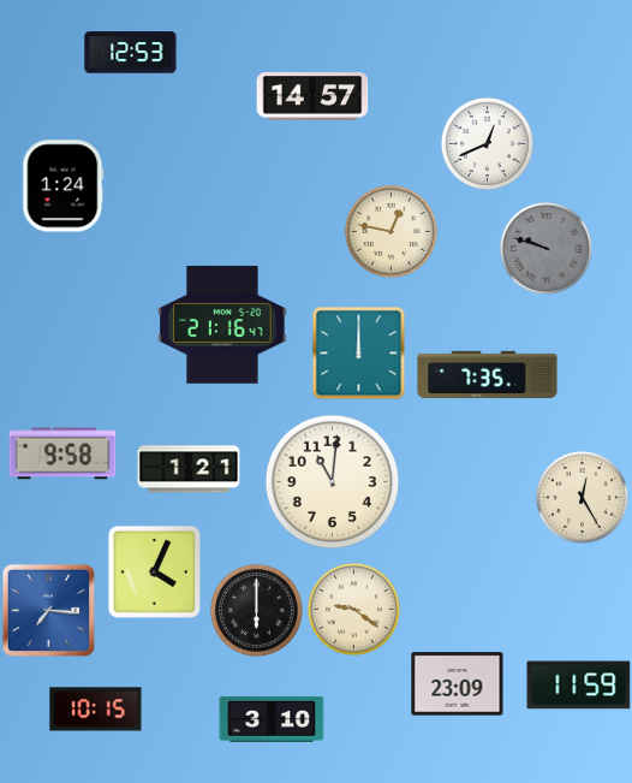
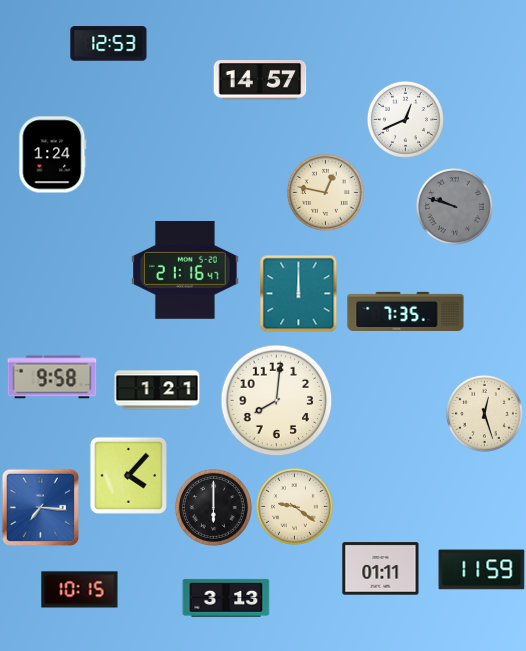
clock at (333, 482): 11:01 -> 8:01
clock at (582, 497): 12:25 -> 12:27
clock at (154, 571): 4:04 -> 4:07
clock at (458, 684): 23:09 -> 01:11
clock at (272, 719): 3:10 -> 3:13
